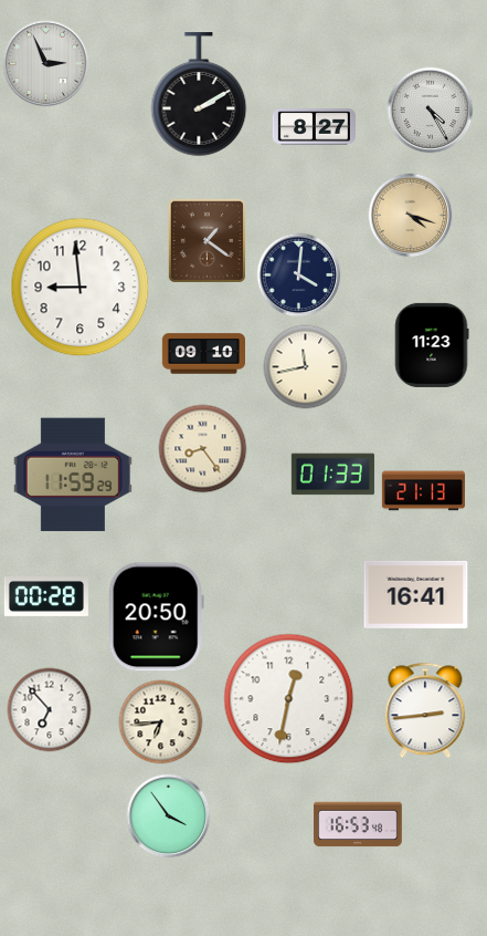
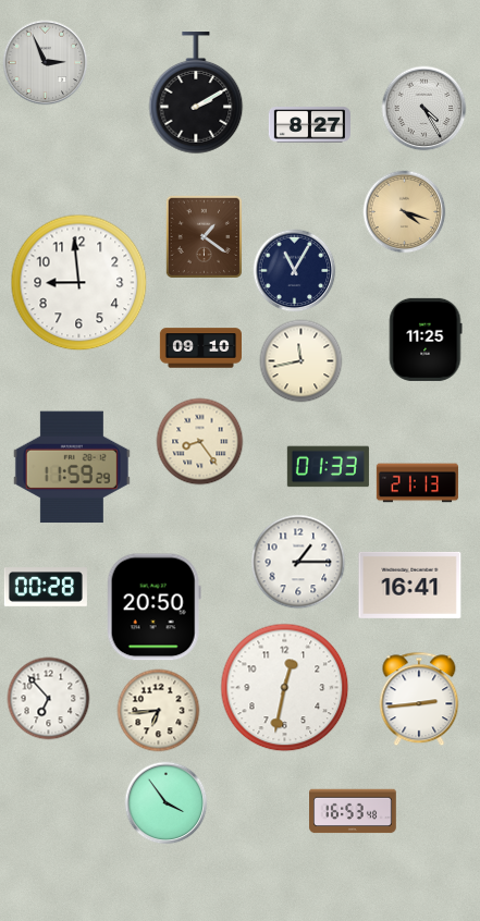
clock at (299, 275): 4:01 -> 11:05
clock at (432, 345): 11:23 -> 11:25
clock at (298, 562): none -> 1:15
